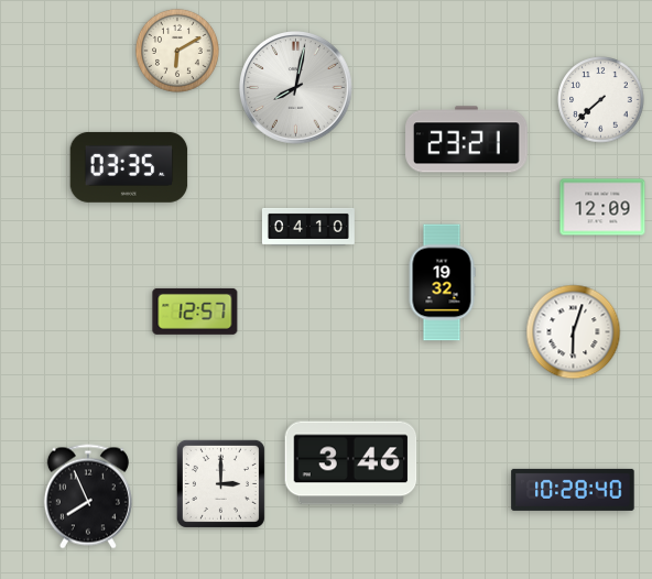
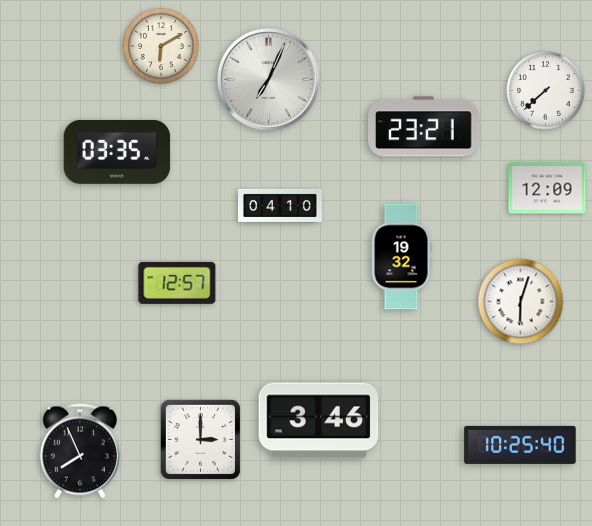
clock at (296, 88): 8:02 -> 7:04
clock at (573, 490): 10:28 -> 10:25
